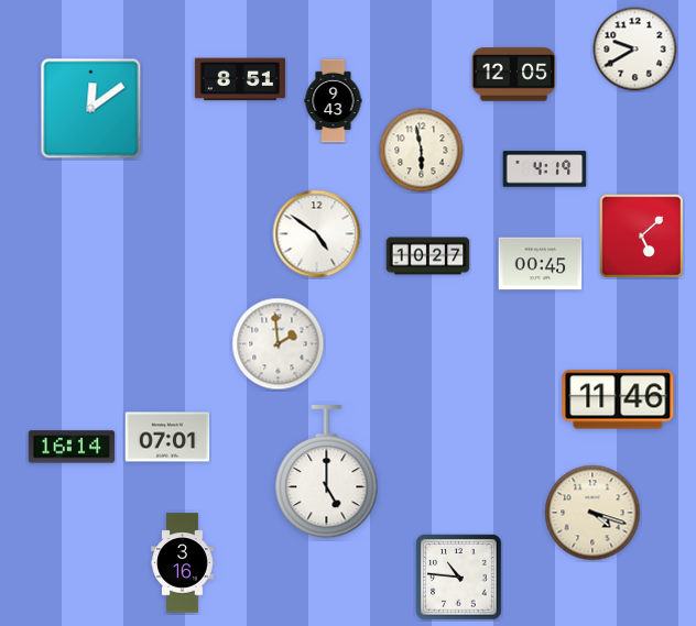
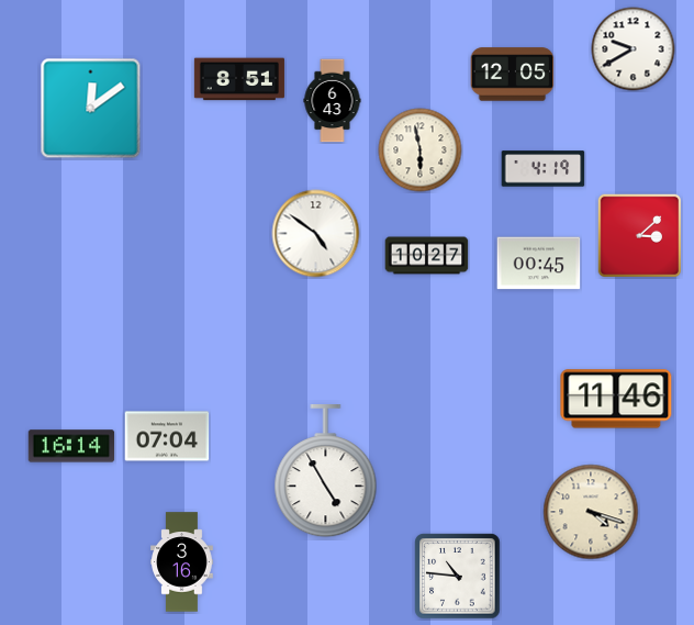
clock at (334, 101): 9:43 -> 6:43
clock at (641, 235): 5:08 -> 3:08
clock at (279, 344): 1:59 -> none
clock at (167, 437): 07:01 -> 07:04
clock at (327, 473): 5:00 -> 4:55
